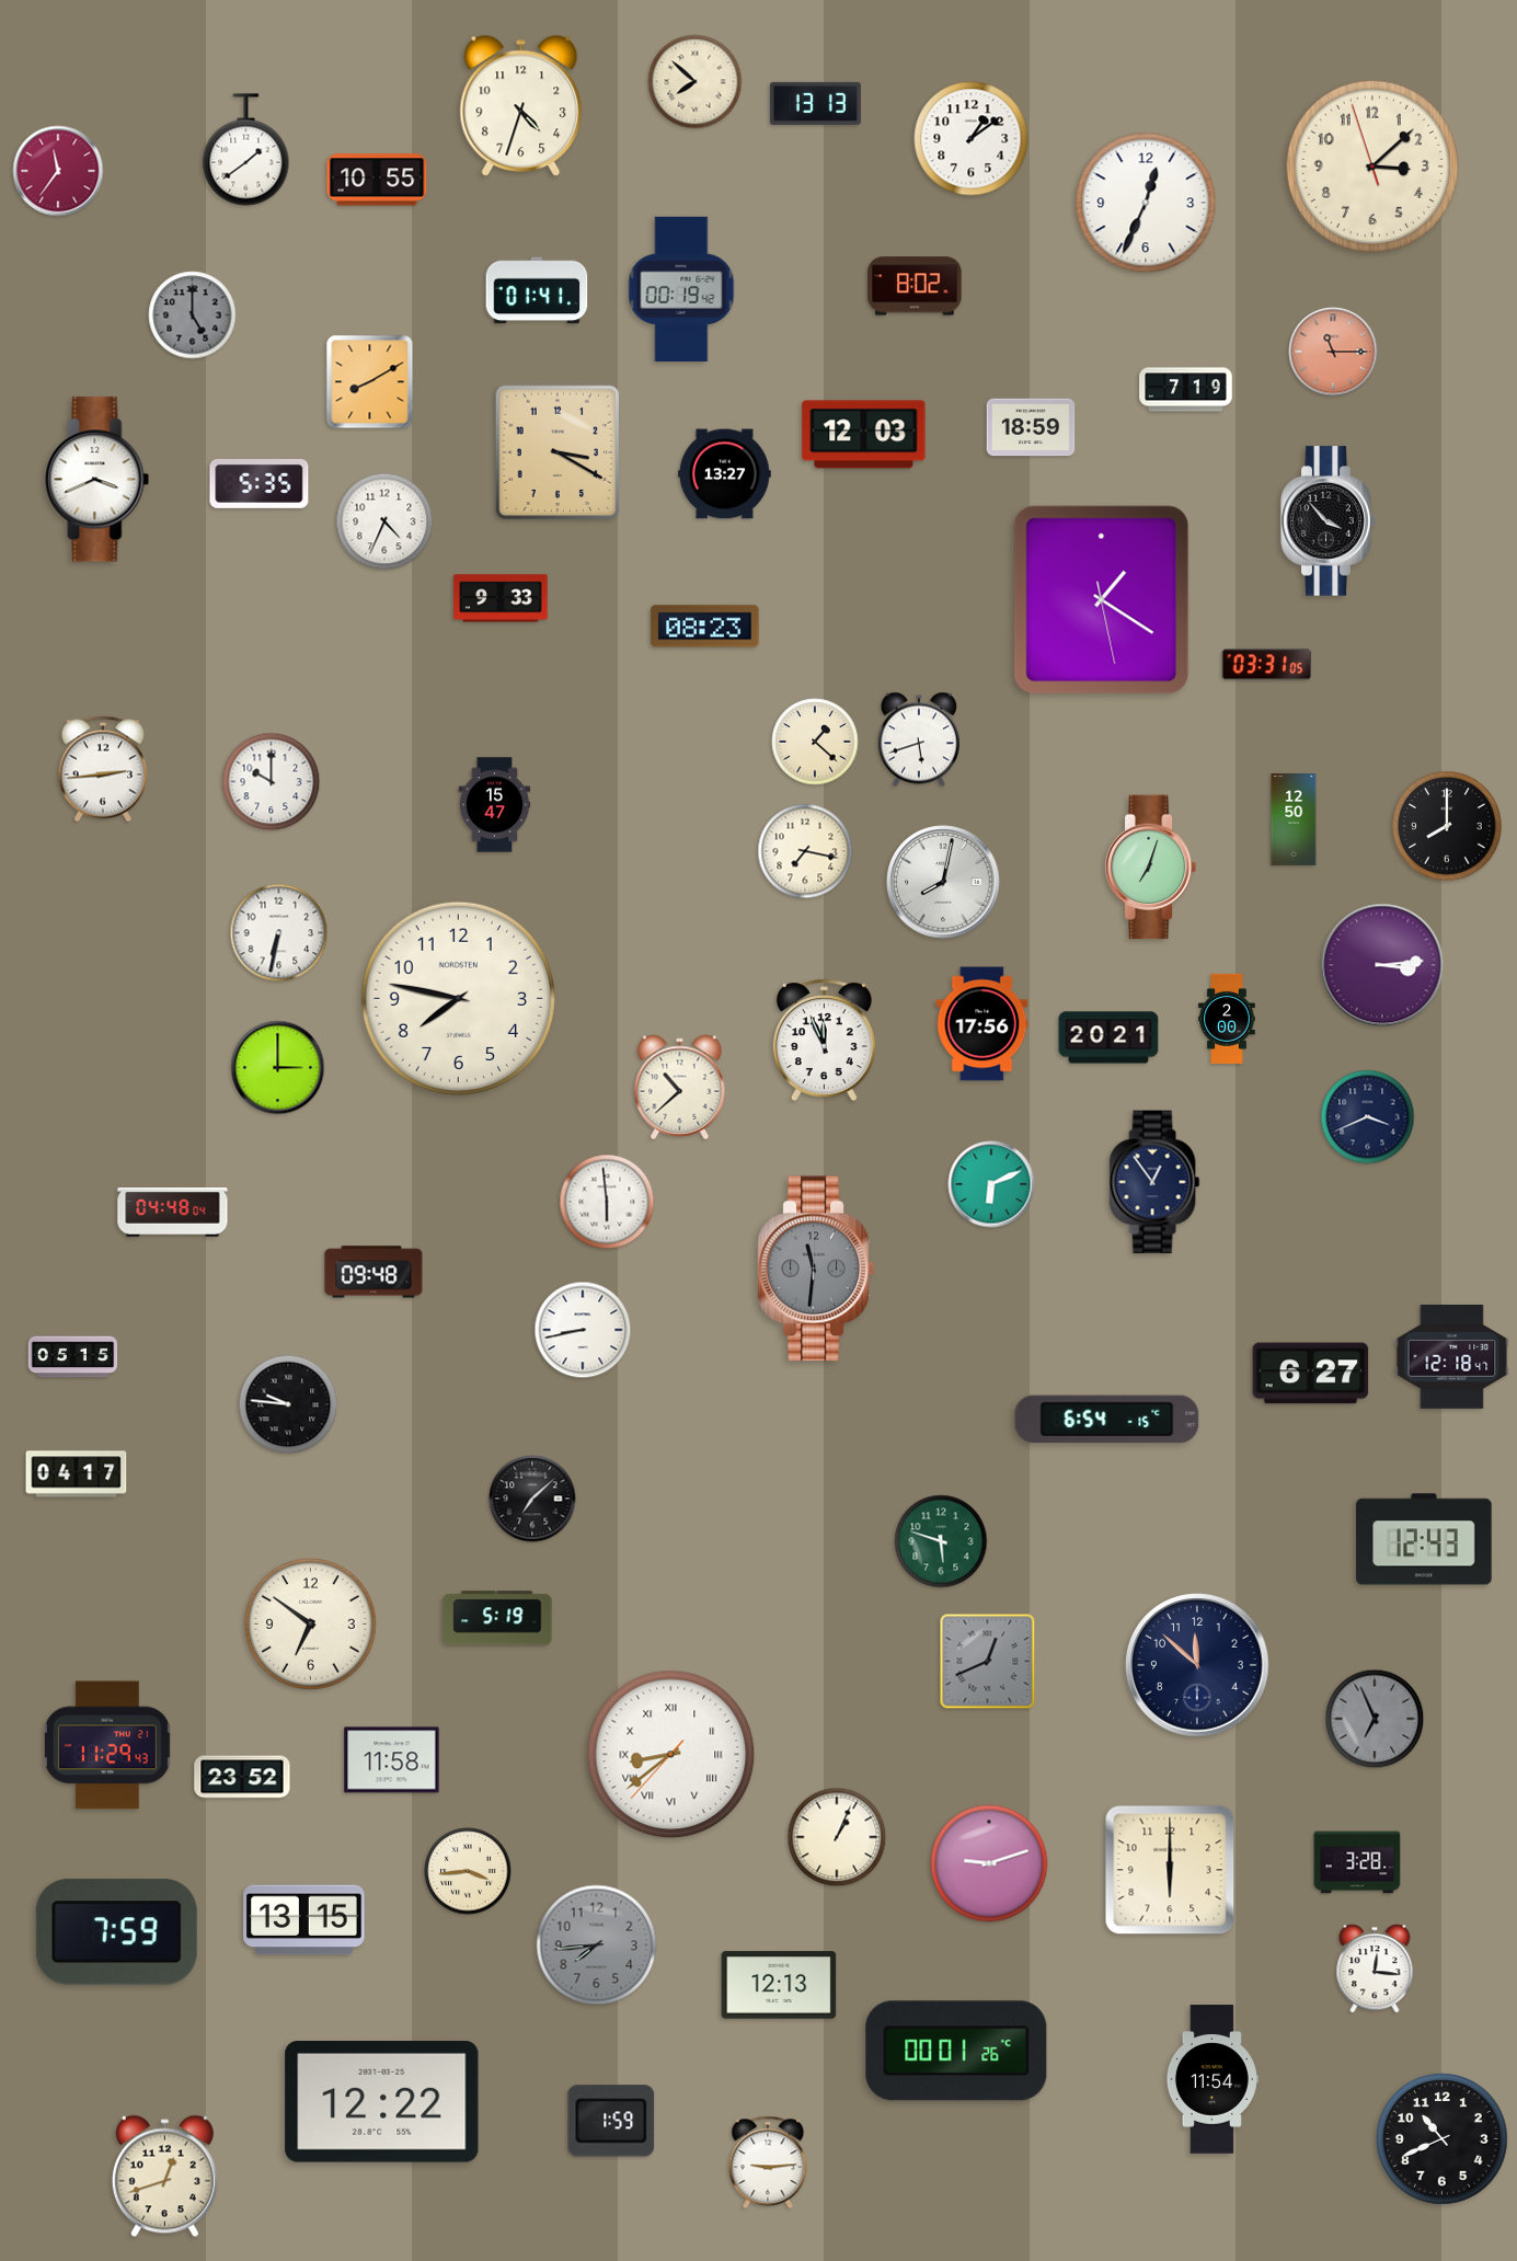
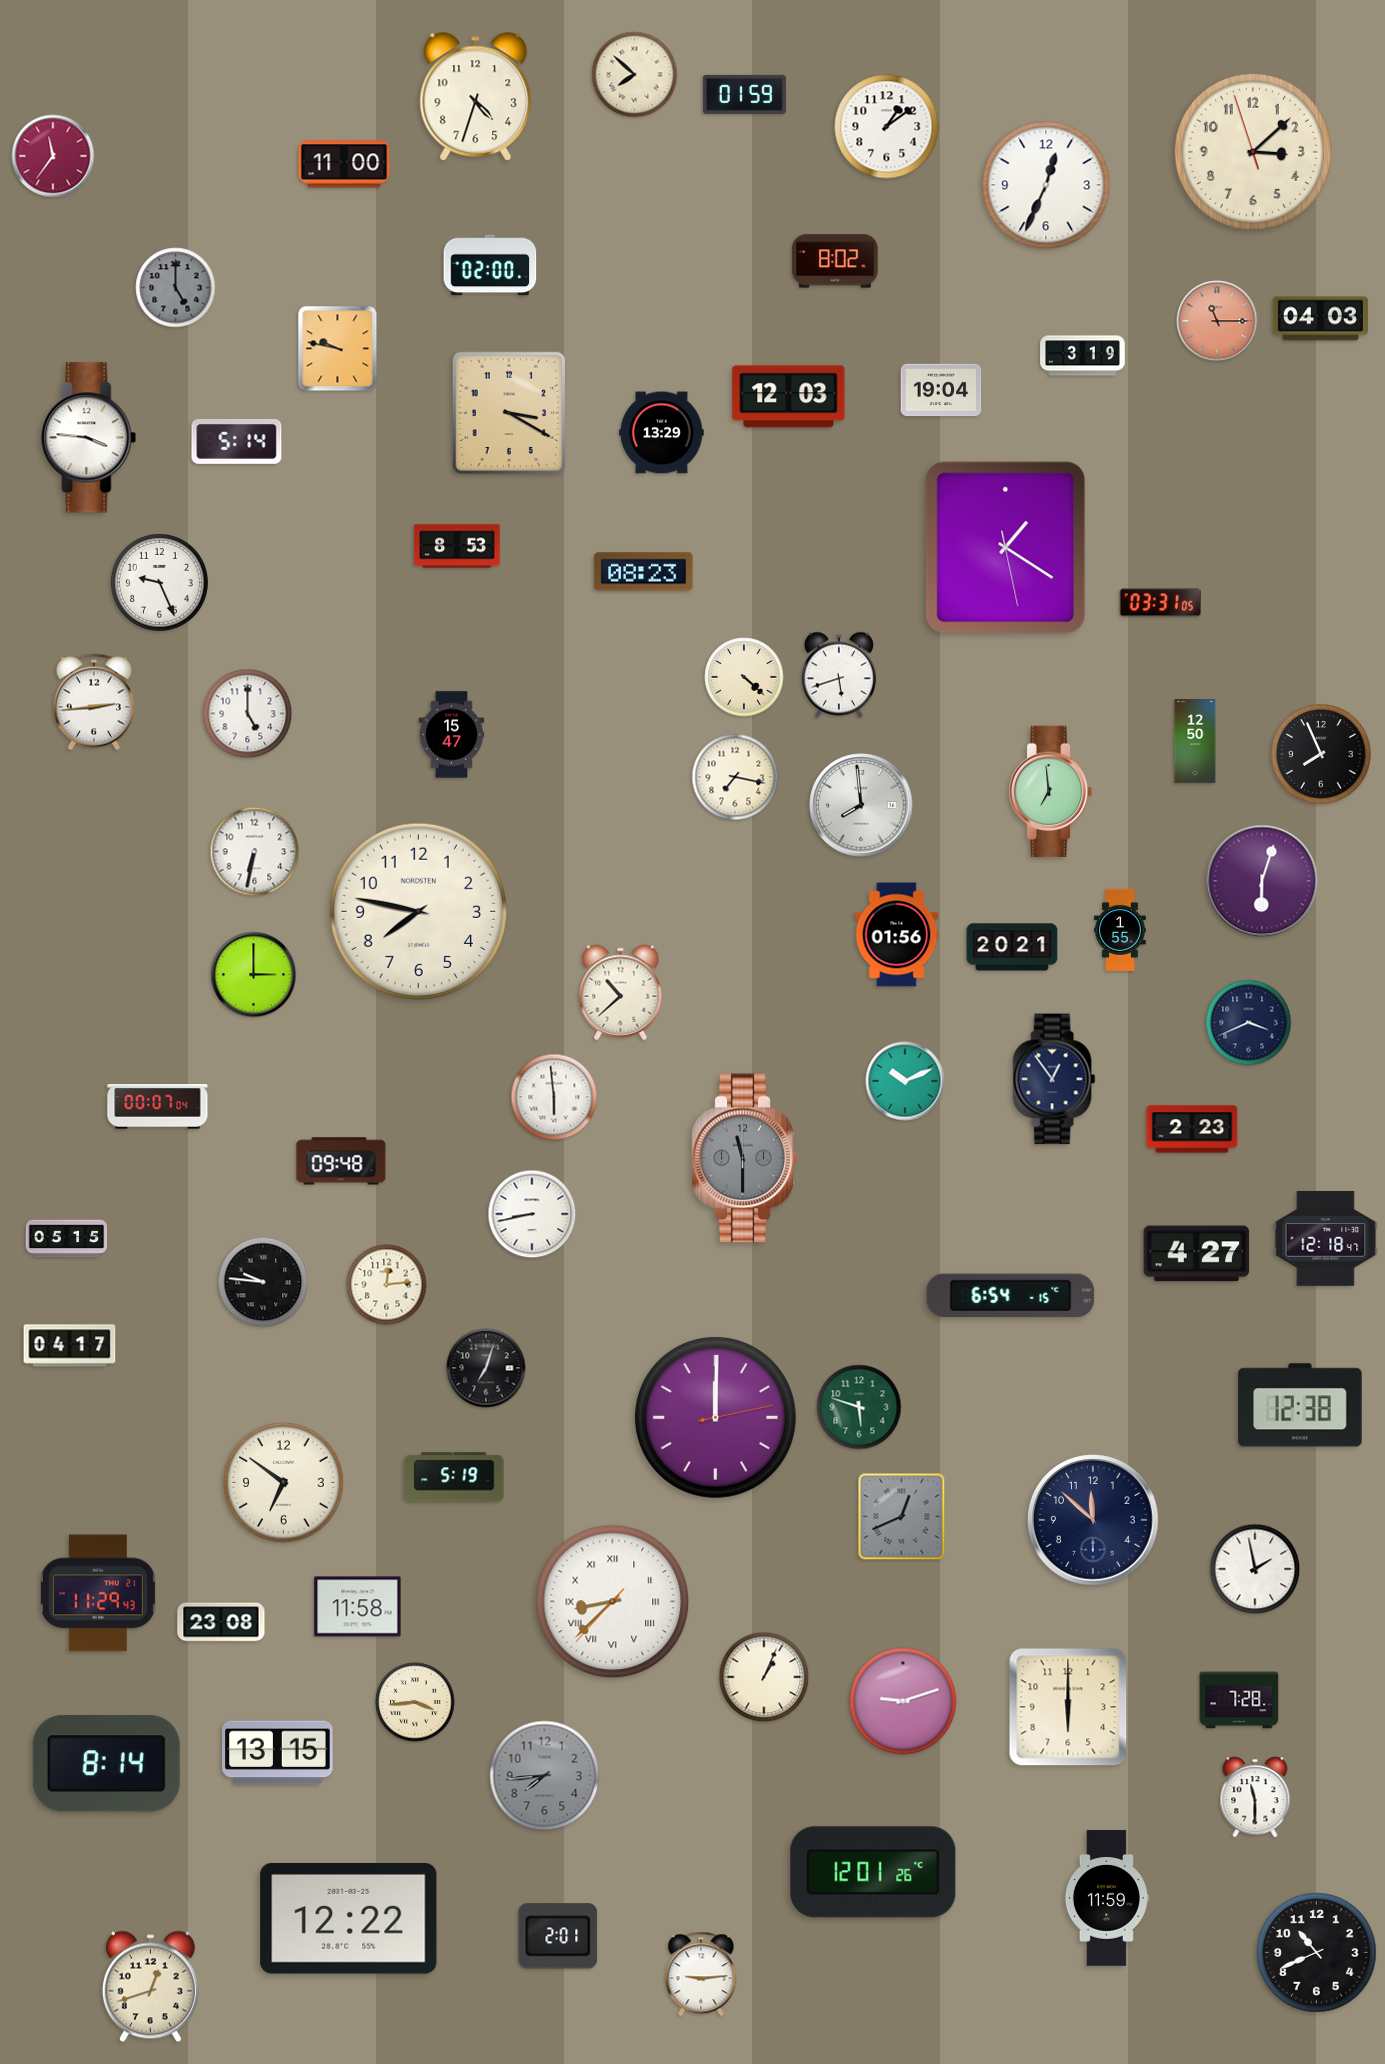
clock at (815, 103): 13:13 -> 01:59
clock at (246, 150): 1:39 -> none
clock at (377, 180): 10:55 -> 11:00
clock at (681, 288): 00:19 -> none
clock at (537, 290): 01:41 -> 02:00
clock at (1320, 319): none -> 04:03
clock at (370, 382): 8:10 -> 9:47
clock at (1186, 390): 7:19 -> 3:19
clock at (1031, 427): 18:59 -> 19:04
clock at (725, 474): 13:27 -> 13:29
clock at (97, 480): 3:41 -> 3:46
clock at (260, 483): 5:35 -> 5:14
clock at (384, 521): 4:34 -> none
clock at (1329, 521): 3:53 -> none
clock at (501, 598): 9:33 -> 8:53
clock at (159, 582): none -> 9:26
clock at (1266, 665) position: (1266, 665) -> (1160, 603)
clock at (815, 742): 1:22 -> 4:22
clock at (272, 782): 10:00 -> 5:00
clock at (1294, 820) position: (1294, 820) -> (1195, 742)
clock at (1447, 826): 8:00 -> 7:56
clock at (1151, 868): 7:03 -> 6:59
clock at (943, 882): 8:02 -> 7:59
clock at (1382, 965): 3:14 -> 6:03
clock at (1227, 1018): 2:00 -> 1:55
clock at (982, 1024): 17:56 -> 01:56
clock at (824, 1041): 11:56 -> none
clock at (1368, 1117) position: (1368, 1117) -> (1249, 1023)
clock at (991, 1184): 6:11 -> 10:11
clock at (173, 1213): 04:48 -> 00:07
clock at (1192, 1129): none -> 2:23
clock at (816, 1269): 11:31 -> 11:30
clock at (1311, 1374): 6:27 -> 4:27
clock at (387, 1285): none -> 12:14
clock at (532, 1499): 7:08 -> 7:03
clock at (1424, 1539): 12:43 -> 12:38
clock at (715, 1417): none -> 12:00
clock at (1375, 1719): 6:56 -> 1:58
clock at (1375, 1719) dial: grey -> white
clock at (671, 1755): 8:38 -> 8:37
clock at (242, 1777): 23:52 -> 23:08
clock at (1357, 1862): 3:28 -> 7:28
clock at (468, 1871) position: (468, 1871) -> (415, 1702)
clock at (116, 1932): 7:59 -> 8:14
clock at (1375, 1969): 12:16 -> 11:30
clock at (779, 1985): 12:13 -> none
clock at (956, 2051): 00:01 -> 12:01
clock at (1213, 2079): 11:54 -> 11:59
clock at (611, 2121): 1:59 -> 2:01
